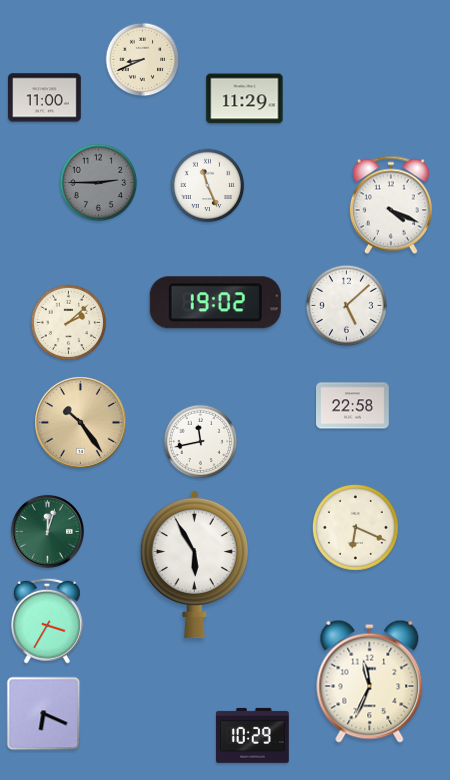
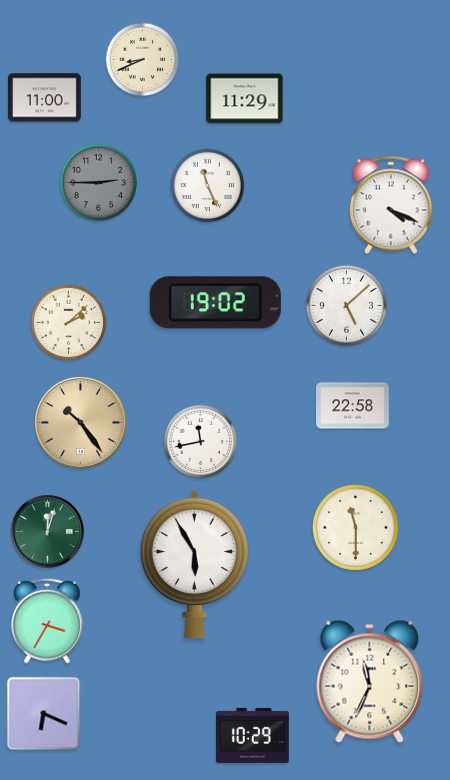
clock at (355, 527): 6:19 -> 11:30
